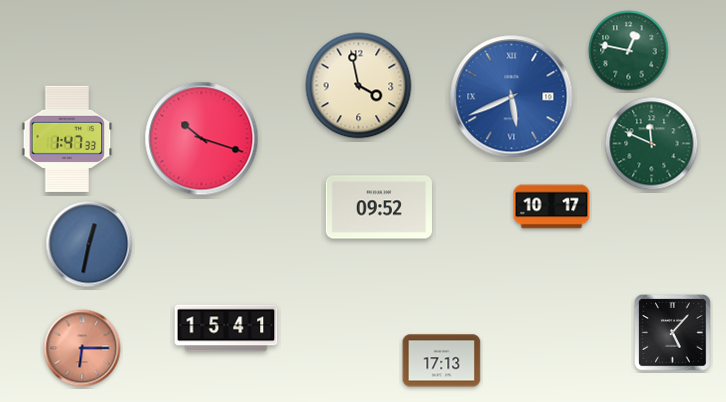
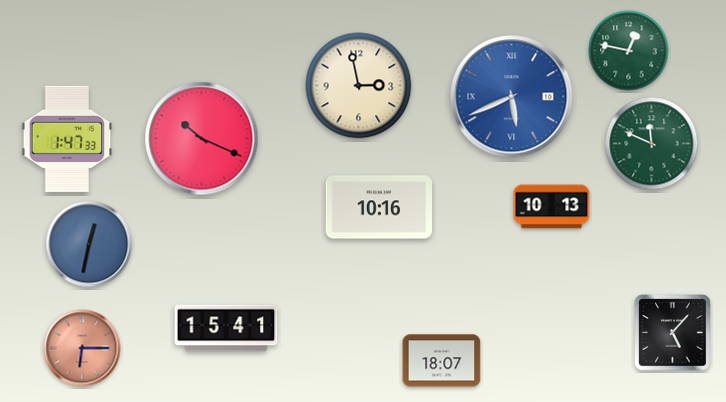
clock at (359, 86): 3:58 -> 2:58
clock at (202, 139): 10:18 -> 10:19
clock at (378, 207): 09:52 -> 10:16
clock at (552, 207): 10:17 -> 10:13
clock at (442, 361): 17:13 -> 18:07
